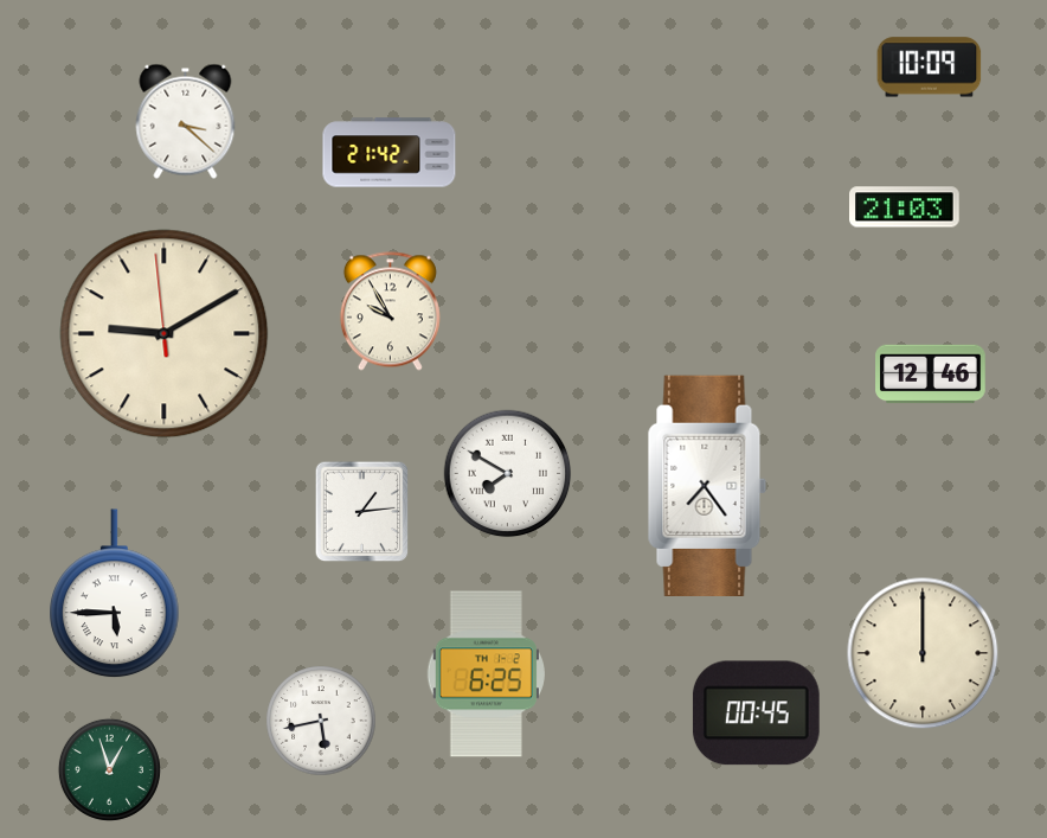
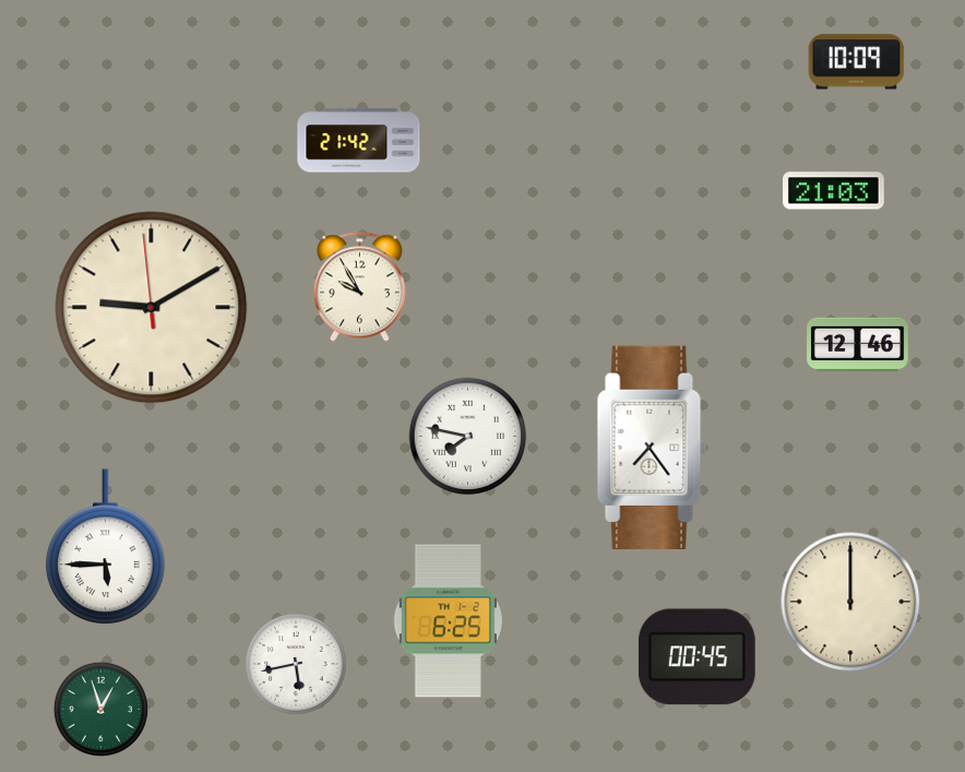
clock at (186, 121): 3:22 -> none
clock at (508, 474): 7:50 -> 7:47
clock at (362, 512): 1:14 -> none
